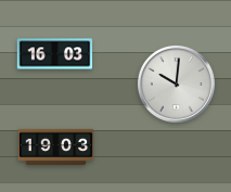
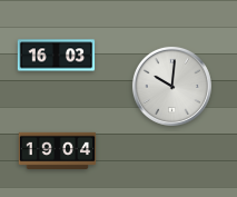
clock at (176, 84) position: (176, 84) -> (171, 86)
clock at (56, 146): 19:03 -> 19:04
